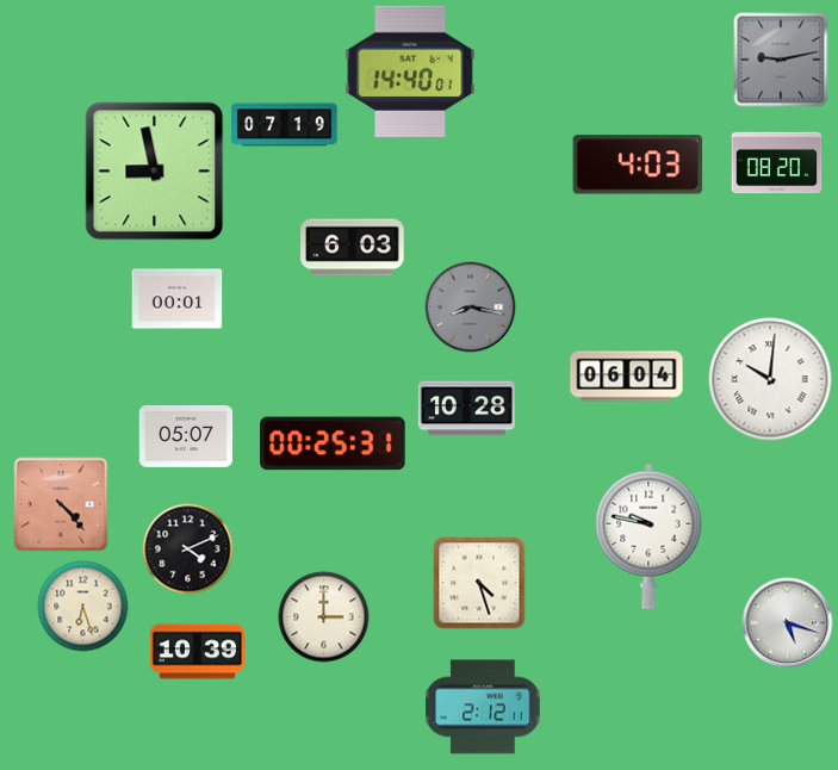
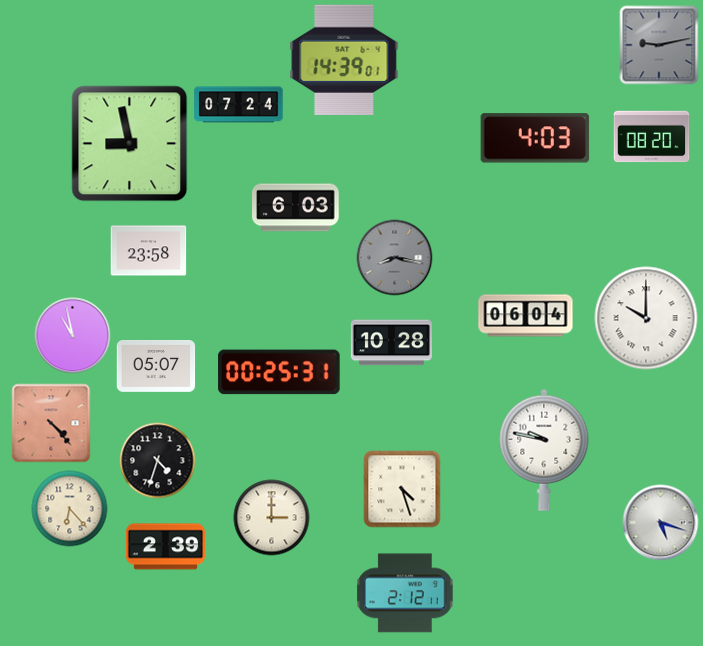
clock at (781, 60) position: (781, 60) -> (659, 45)
clock at (410, 70): 14:40 -> 14:39
clock at (285, 125): 07:19 -> 07:24
clock at (178, 299): 00:01 -> 23:58
clock at (770, 379): 10:01 -> 10:00
clock at (73, 336): none -> 10:58
clock at (188, 549): 4:11 -> 4:33
clock at (83, 607): 6:27 -> 6:23
clock at (197, 652): 10:39 -> 2:39
